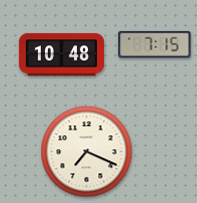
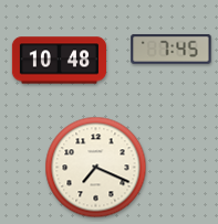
clock at (155, 44): 7:15 -> 7:45
clock at (61, 55) position: (61, 55) -> (59, 61)
